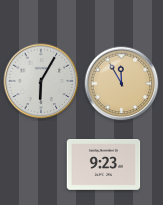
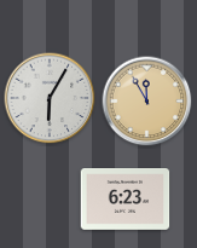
clock at (104, 165): 9:23 -> 6:23
